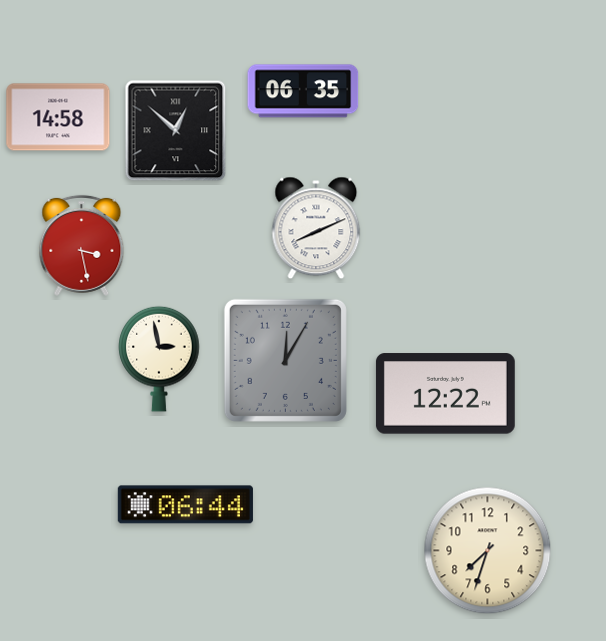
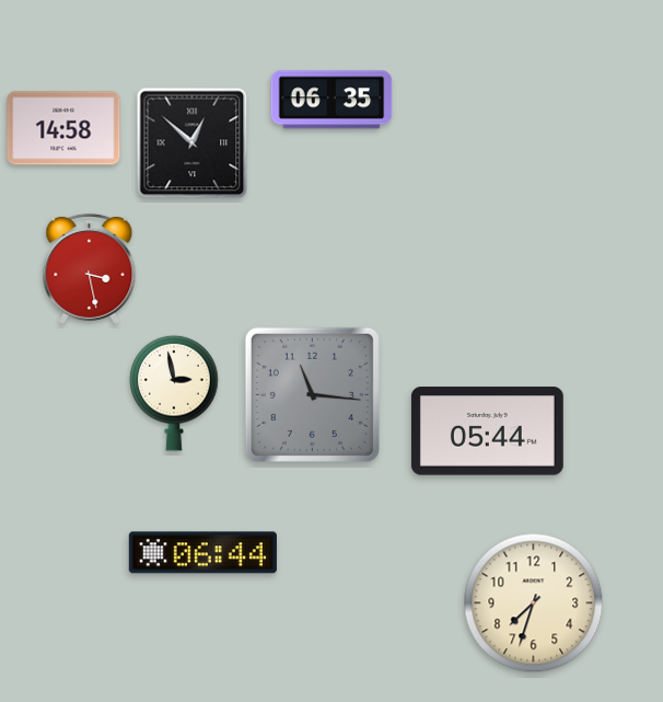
clock at (316, 228): 8:11 -> none
clock at (285, 360): 12:05 -> 11:16
clock at (445, 394): 12:22 -> 05:44
